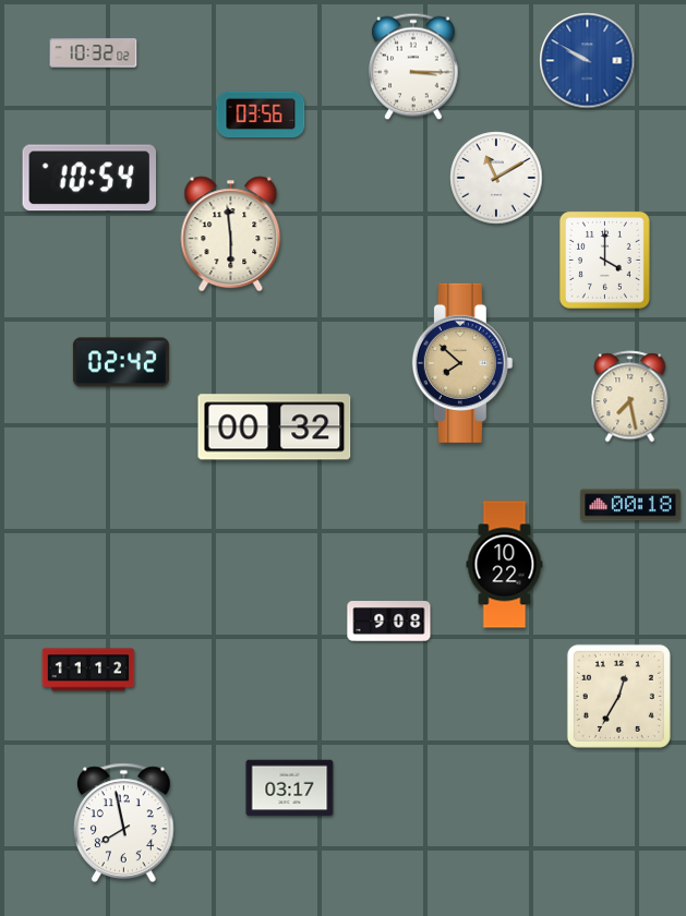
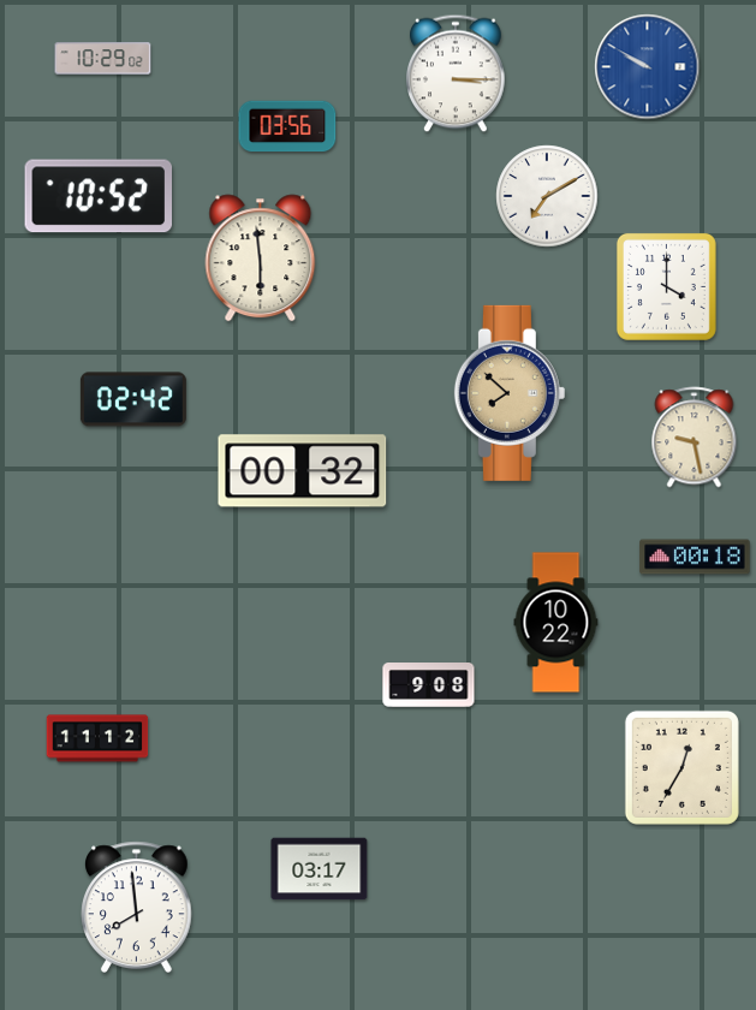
clock at (94, 53): 10:32 -> 10:29
clock at (88, 178): 10:54 -> 10:52
clock at (496, 178): 11:10 -> 7:10
clock at (231, 234) position: (231, 234) -> (261, 259)
clock at (462, 363) position: (462, 363) -> (510, 393)
clock at (630, 397): 7:28 -> 9:28
clock at (124, 822): 7:58 -> 7:59
